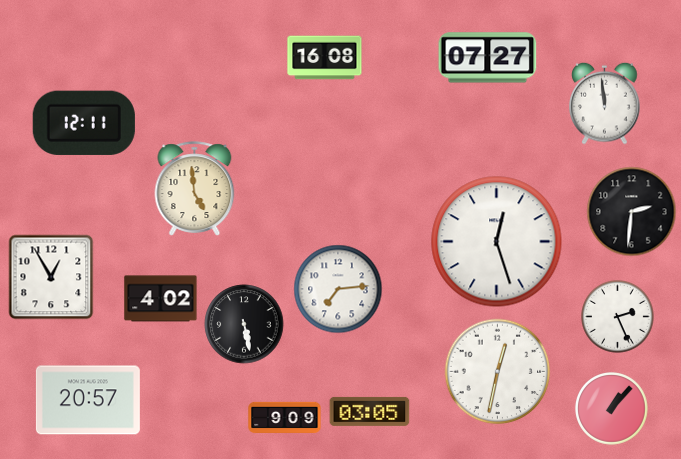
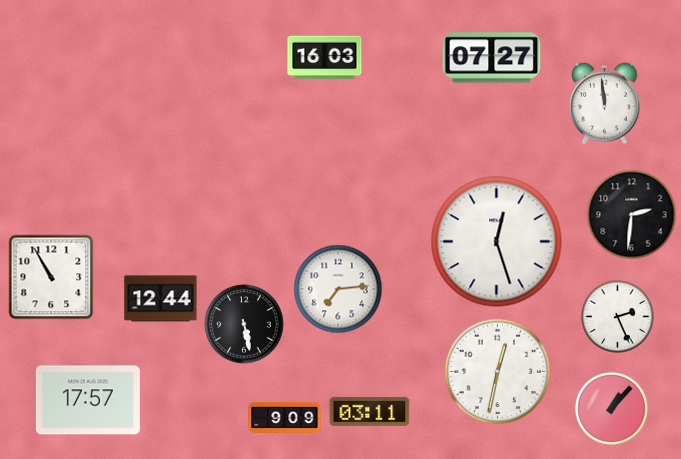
clock at (325, 58): 16:08 -> 16:03
clock at (488, 58) position: (488, 58) -> (492, 58)
clock at (84, 123): 12:11 -> none
clock at (195, 189): 4:59 -> none
clock at (632, 212) position: (632, 212) -> (632, 215)
clock at (51, 277): 12:55 -> 10:55
clock at (161, 299): 4:02 -> 12:44
clock at (88, 400): 20:57 -> 17:57
clock at (370, 411): 03:05 -> 03:11
